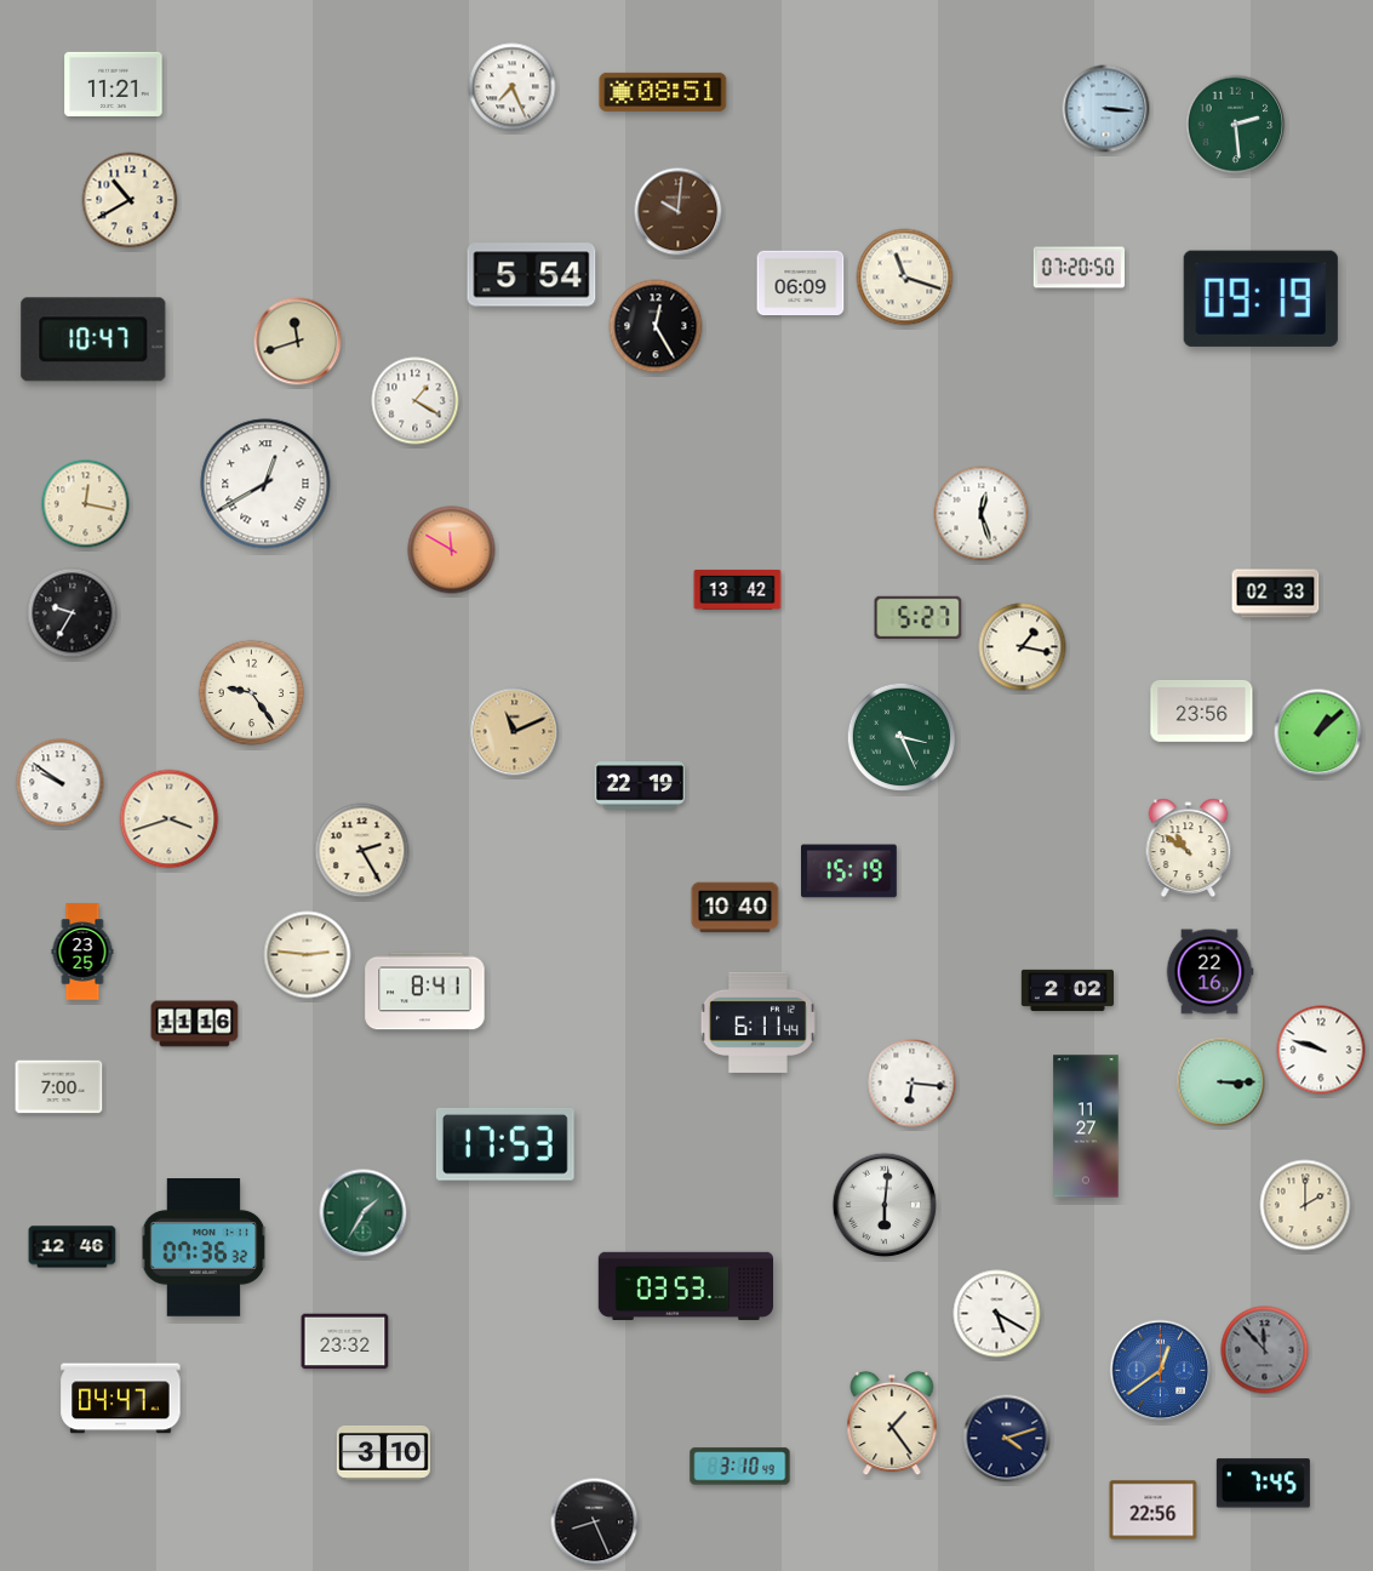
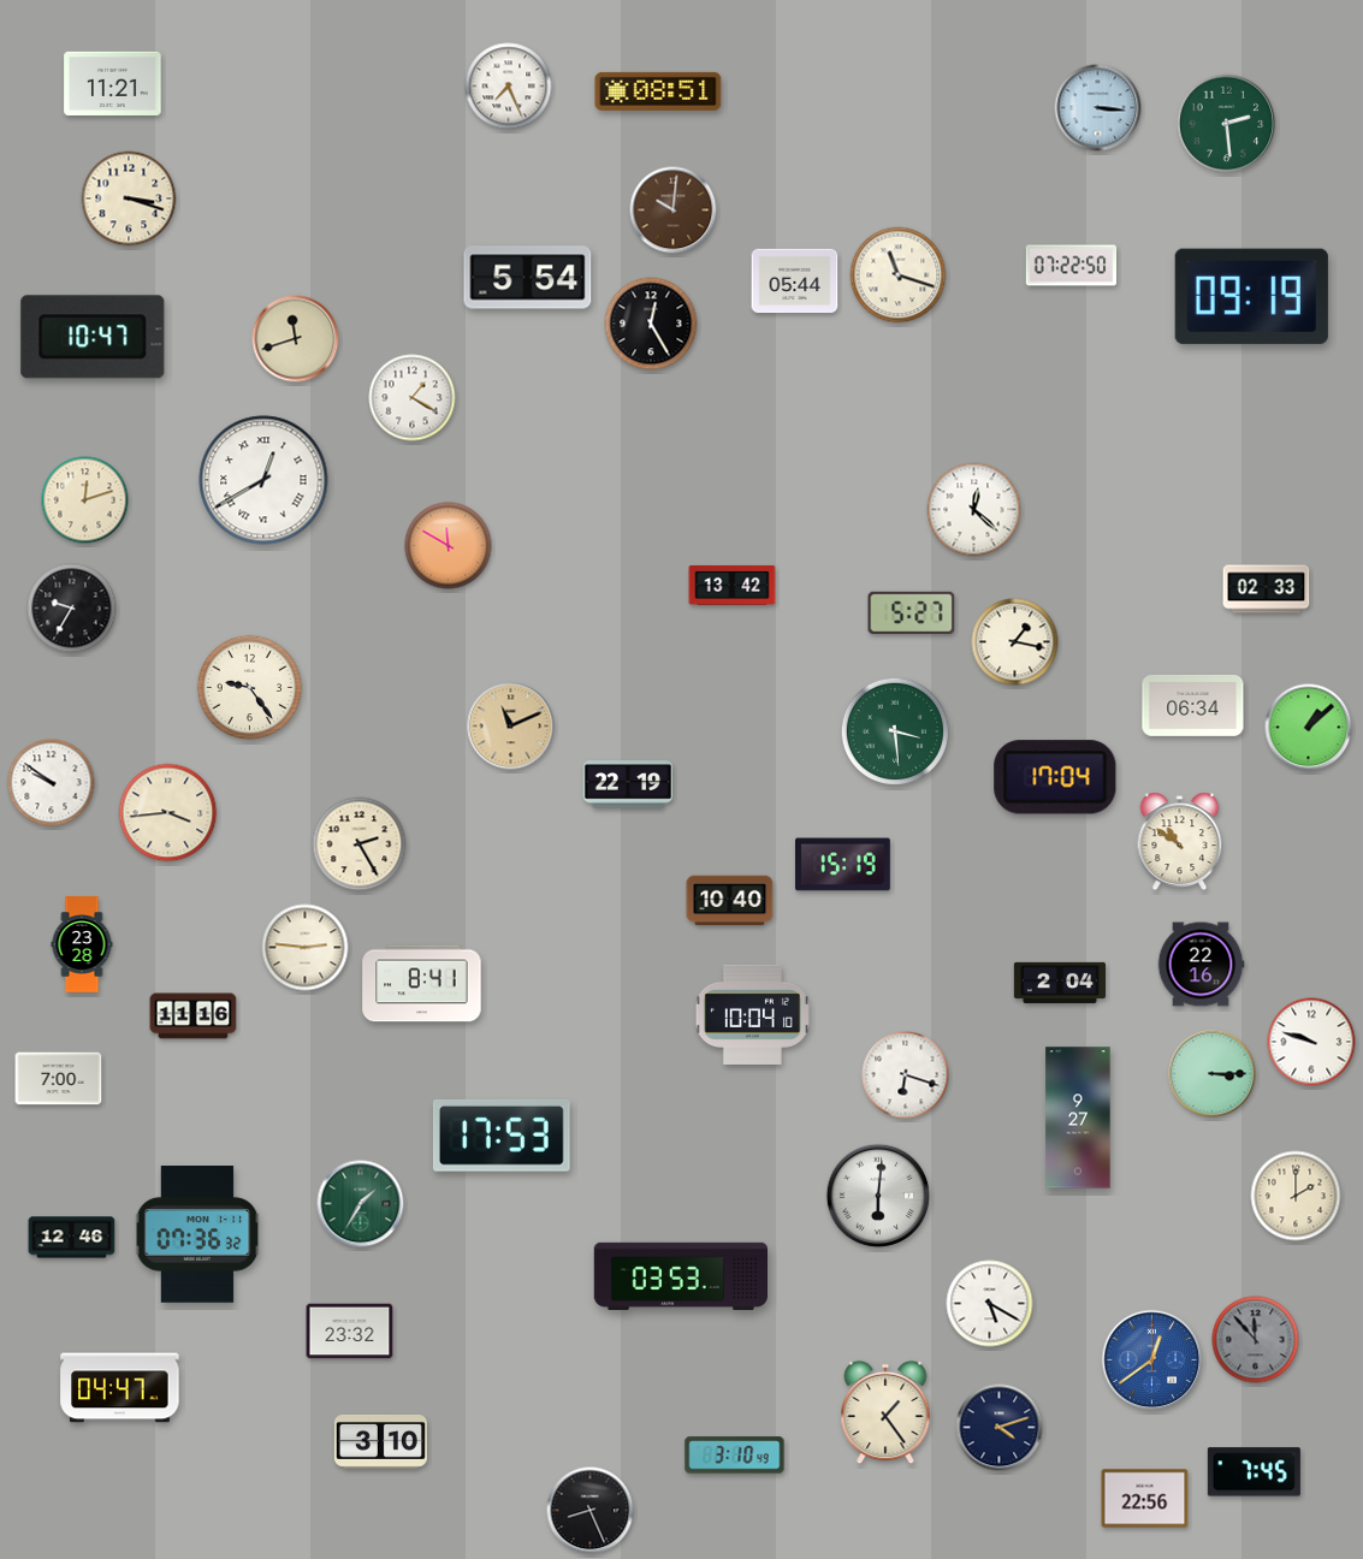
clock at (130, 200): 10:40 -> 3:18
clock at (1080, 268): 07:20 -> 07:22
clock at (532, 275) position: (532, 275) -> (528, 278)
clock at (801, 284): 06:09 -> 05:44
clock at (86, 504): 12:17 -> 12:12
clock at (982, 514): 12:27 -> 12:22
clock at (1202, 712): 23:56 -> 06:34
clock at (900, 736): 3:26 -> 3:29
clock at (61, 783) position: (61, 783) -> (52, 783)
clock at (1055, 777): none -> 17:04
clock at (640, 786) position: (640, 786) -> (628, 784)
clock at (170, 819): 3:42 -> 3:44
clock at (82, 952): 23:25 -> 23:28
clock at (1066, 989): 2:02 -> 2:04
clock at (757, 1022): 6:11 -> 10:04
clock at (913, 1084): 6:16 -> 6:18
clock at (1086, 1126): 11:27 -> 9:27
clock at (204, 1249) position: (204, 1249) -> (197, 1235)
clock at (345, 1342) position: (345, 1342) -> (350, 1332)
